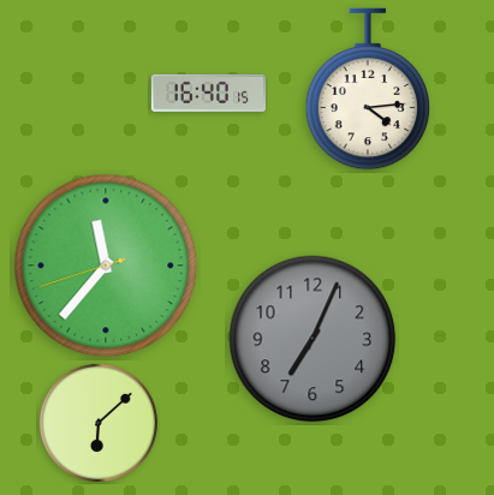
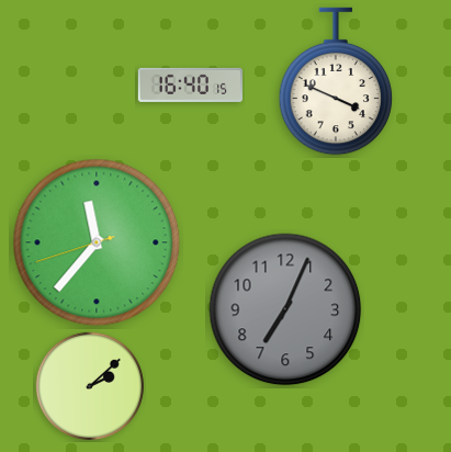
clock at (368, 89): 4:14 -> 3:49
clock at (99, 423): 6:08 -> 2:08
